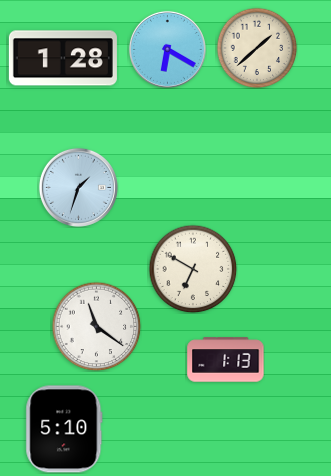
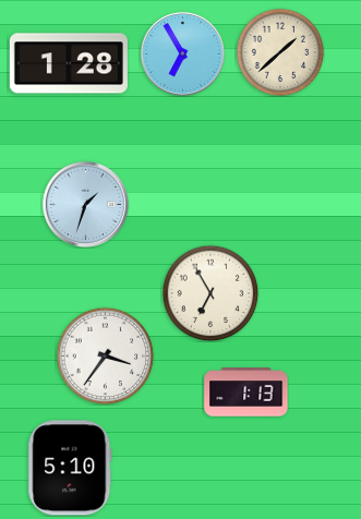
clock at (167, 49): 6:20 -> 6:55
clock at (193, 269): 6:50 -> 6:55
clock at (96, 326): 11:21 -> 3:36
